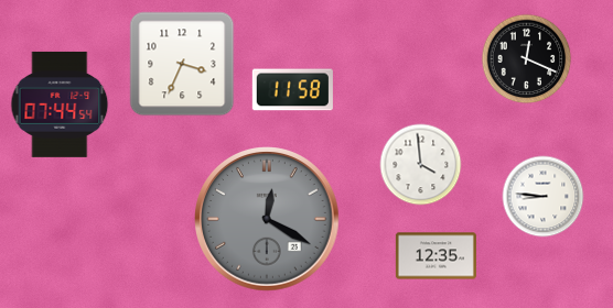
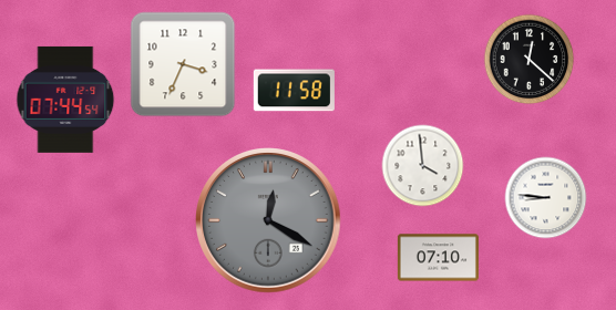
clock at (527, 59): 12:19 -> 12:22
clock at (60, 105) position: (60, 105) -> (65, 100)
clock at (435, 256): 12:35 -> 07:10
